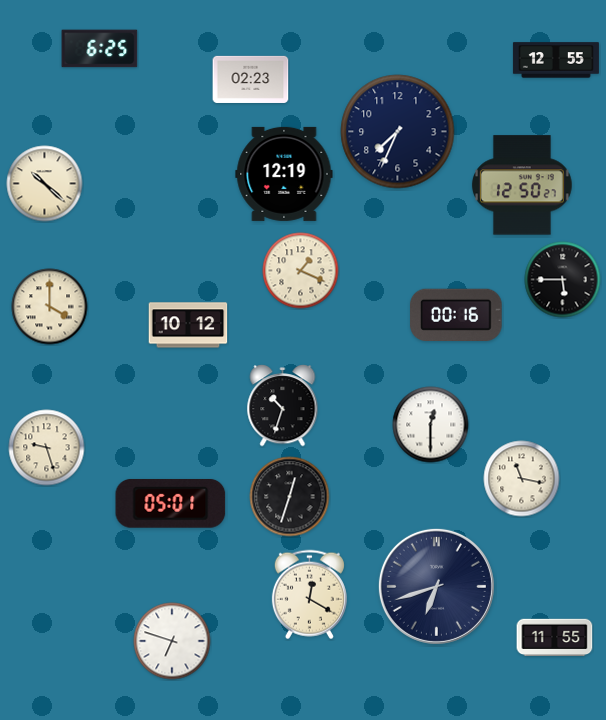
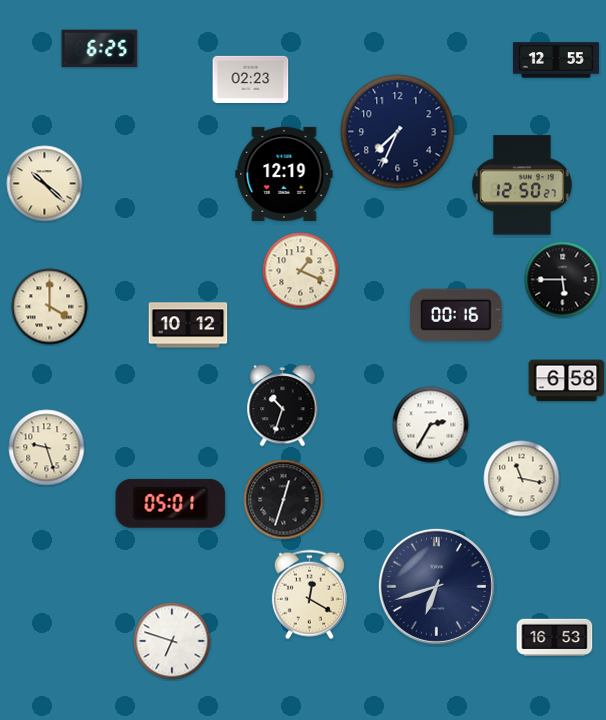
clock at (567, 381): none -> 6:58
clock at (431, 425): 12:30 -> 2:35
clock at (290, 497) position: (290, 497) -> (284, 500)
clock at (555, 637): 11:55 -> 16:53
